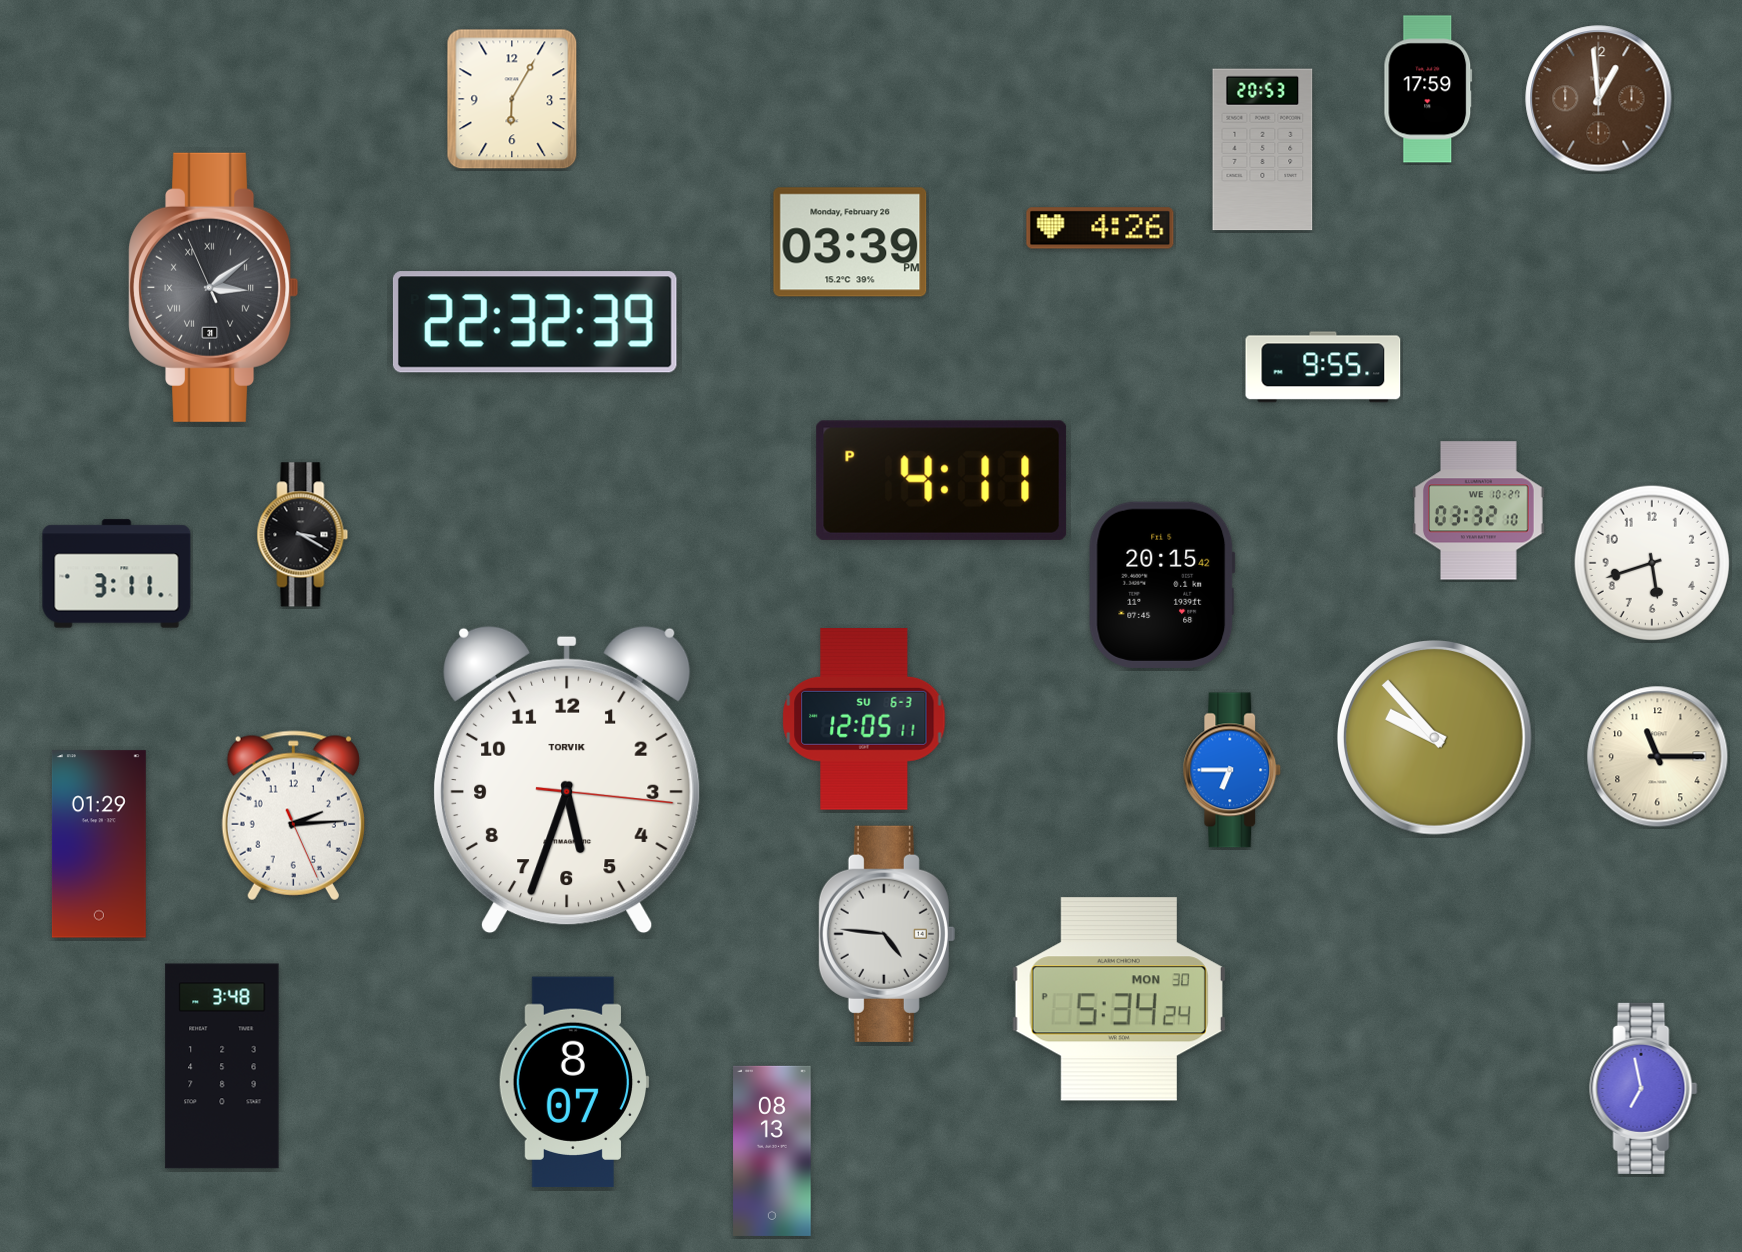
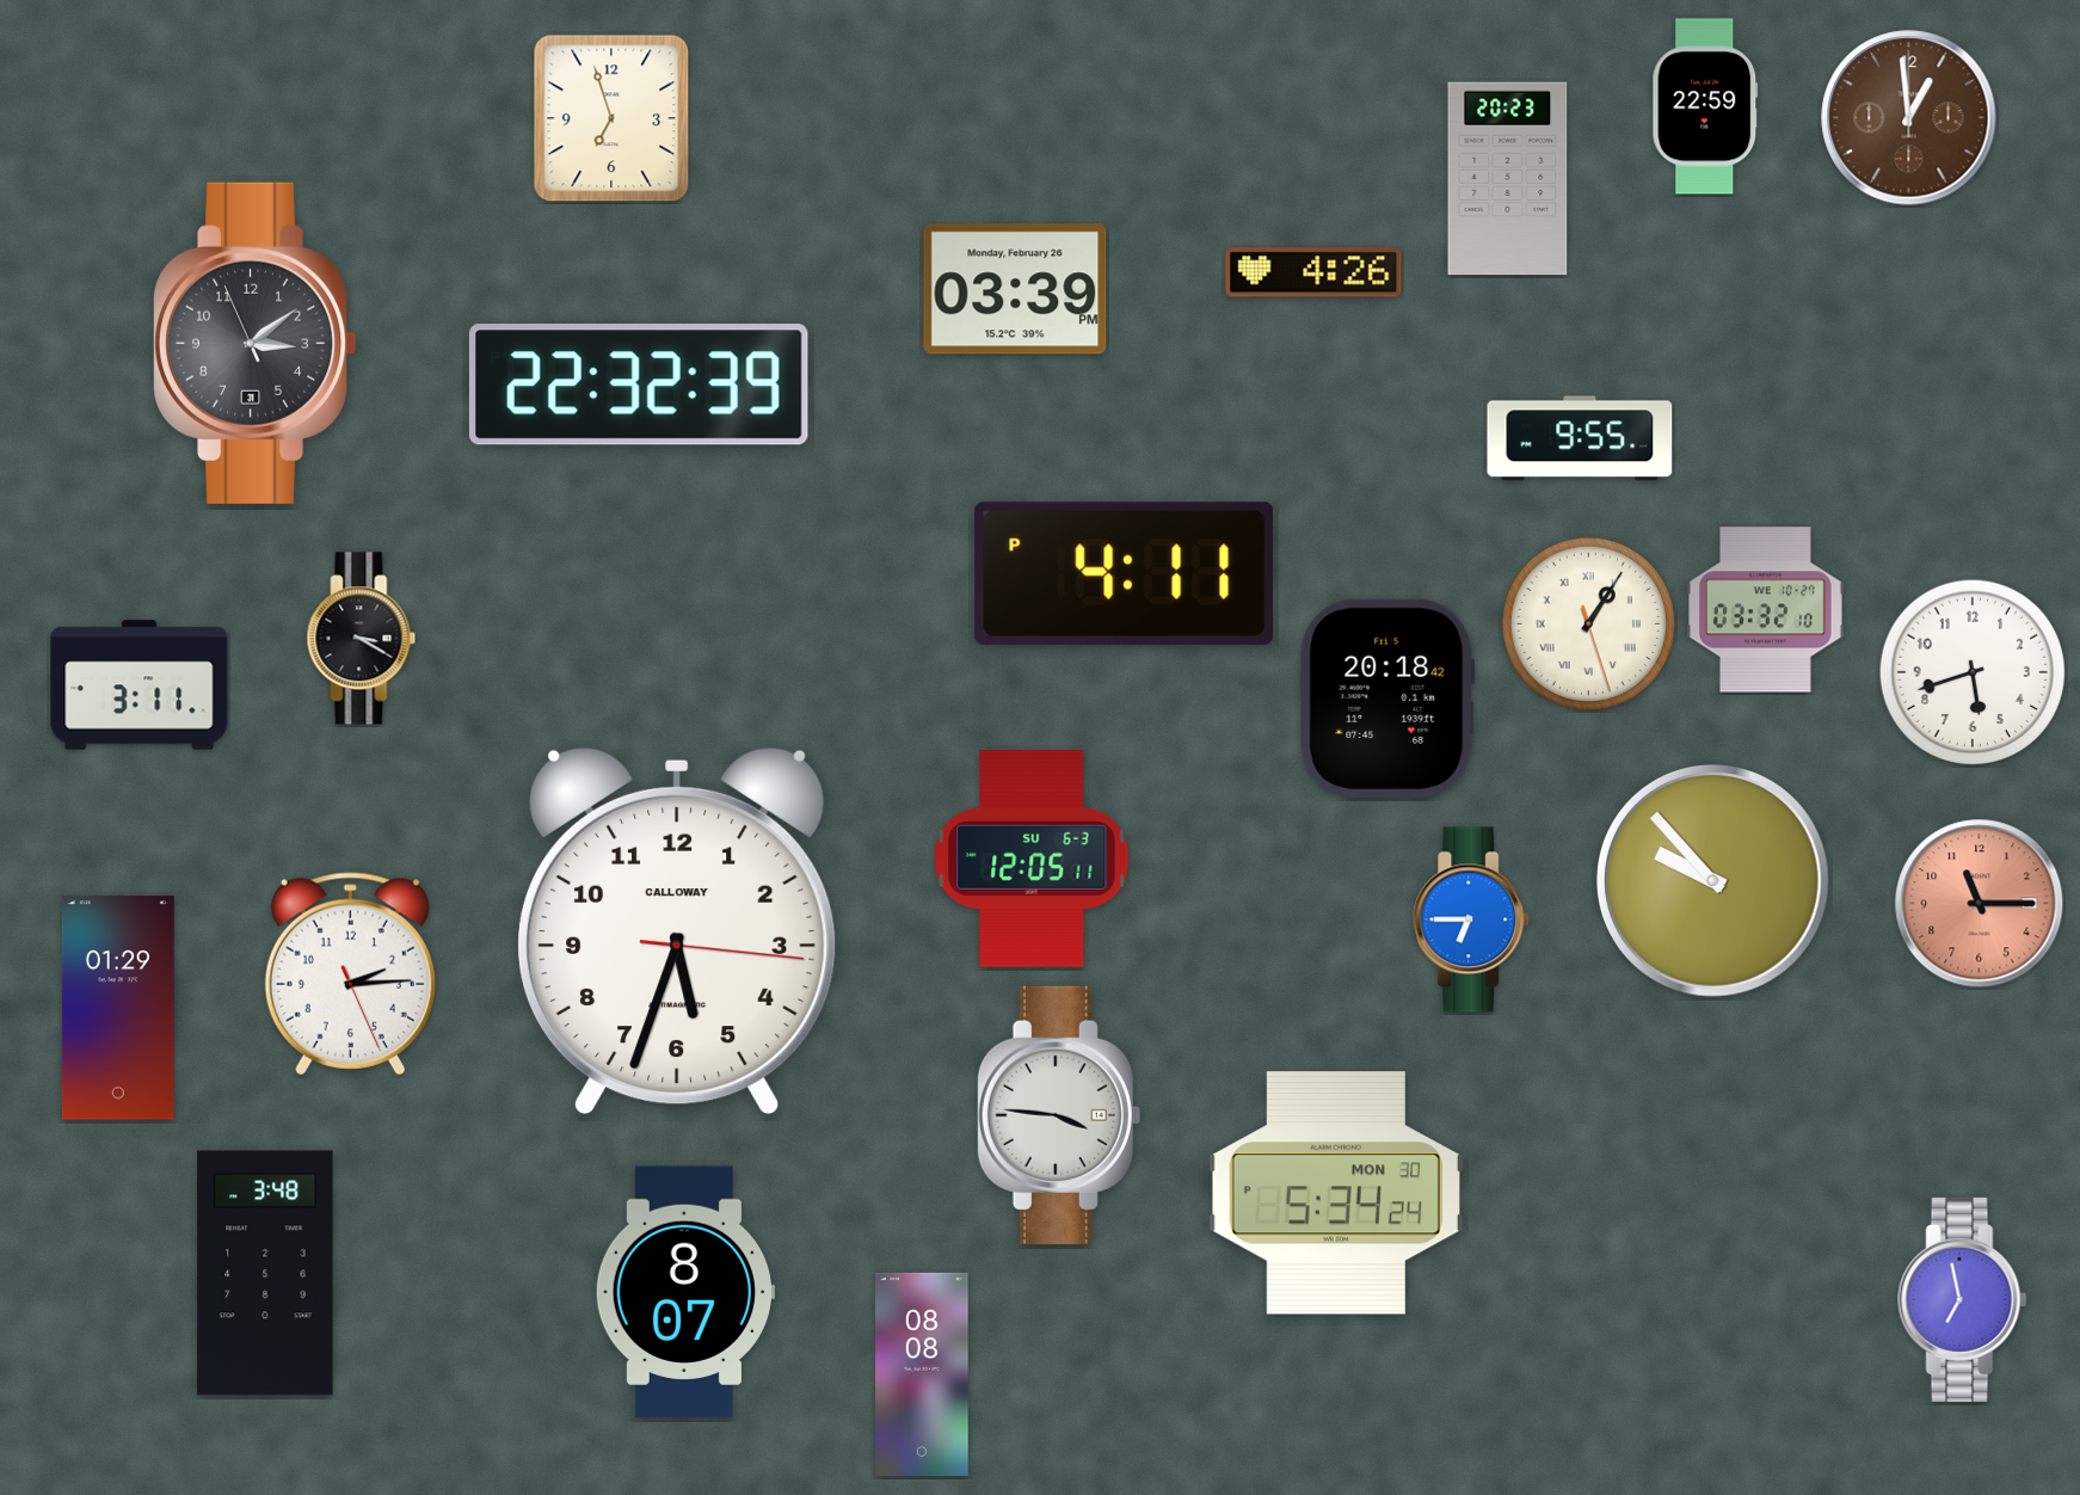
clock at (1428, 89): 17:59 -> 22:59
clock at (512, 99): 6:05 -> 6:57
clock at (1263, 150): 20:53 -> 20:23
clock at (214, 287) numerals: Roman -> Arabic
clock at (1588, 623): none -> 1:05
clock at (1162, 585): 20:15 -> 20:18
clock at (1658, 757) dial: cream -> salmon
clock at (567, 780) brand: TORVIK -> CALLOWAY
clock at (887, 934): 4:46 -> 3:46
clock at (772, 1151): 08:13 -> 08:08
